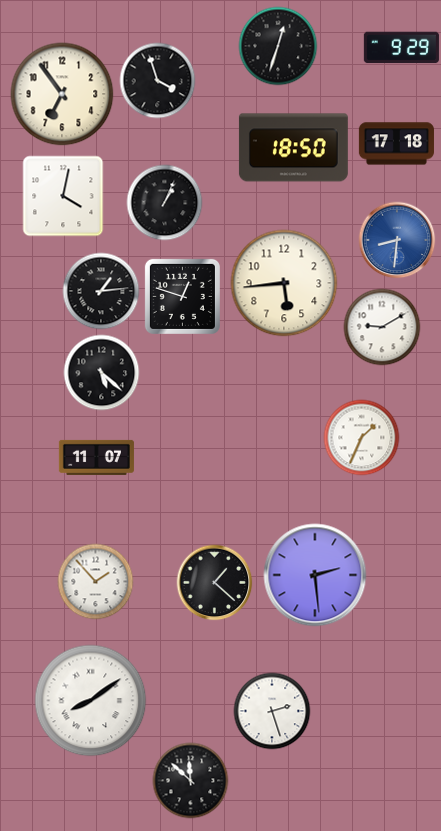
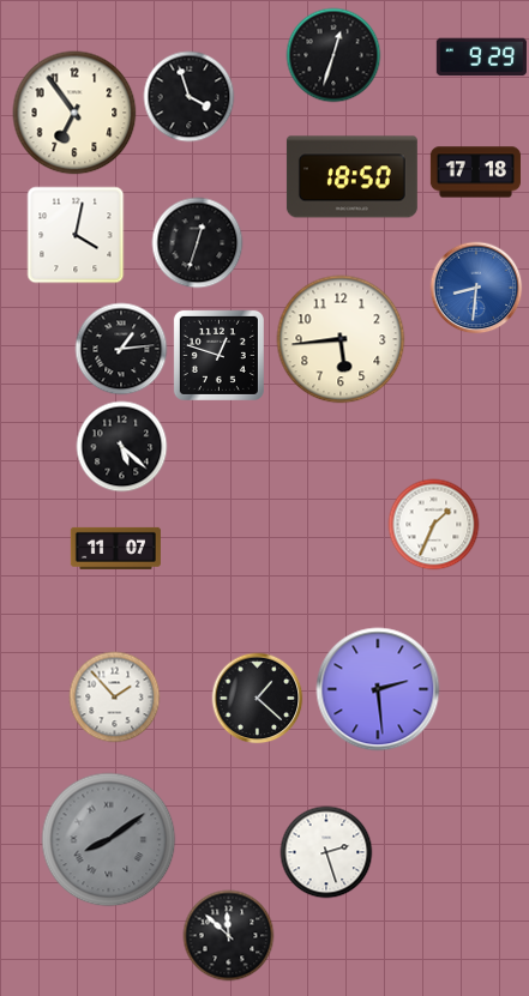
clock at (165, 203): 1:04 -> 12:33
clock at (382, 327): 9:10 -> none
clock at (91, 701) dial: white -> grey
